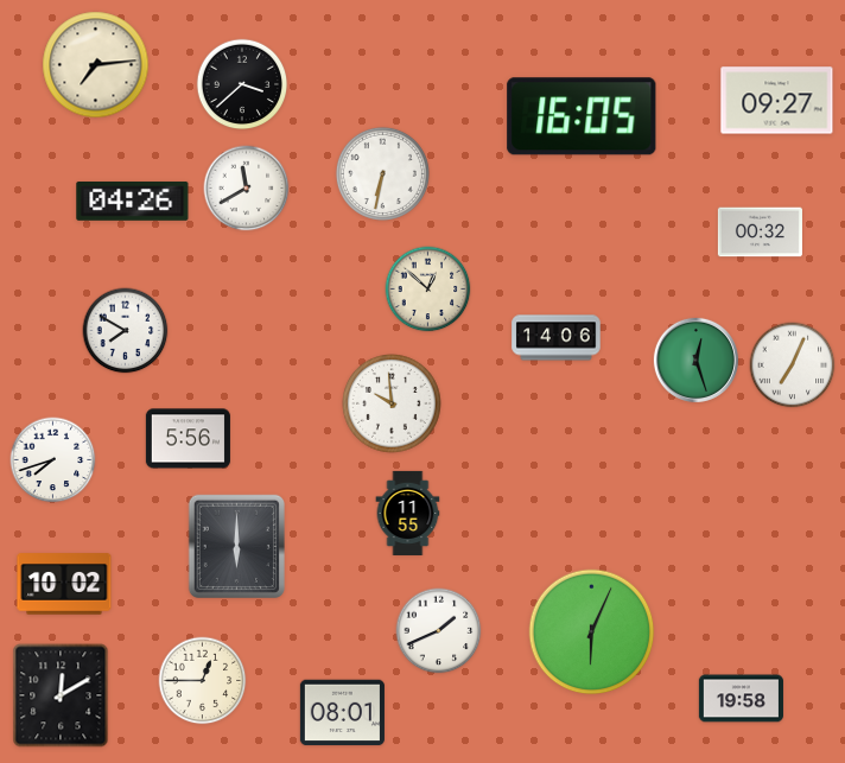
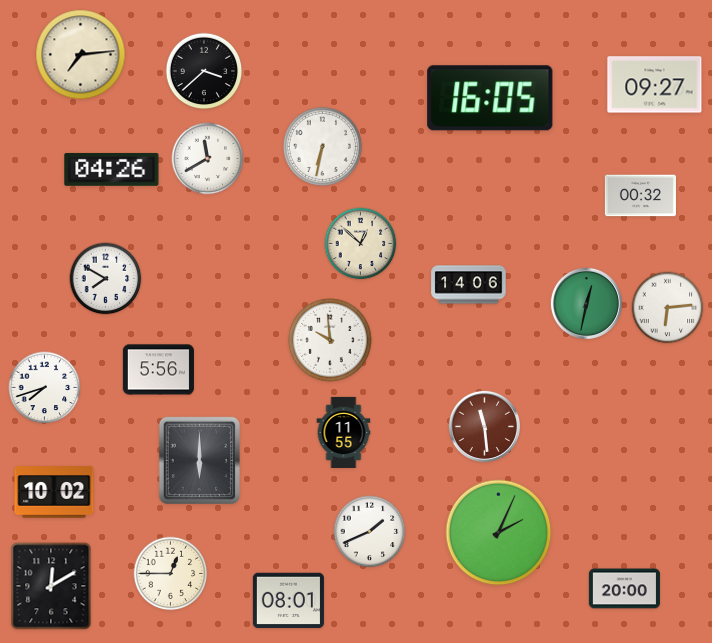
clock at (695, 360): 12:27 -> 12:32
clock at (793, 365): 7:04 -> 6:14
clock at (484, 426): none -> 11:29
clock at (592, 632): 6:04 -> 2:04
clock at (741, 699): 19:58 -> 20:00
